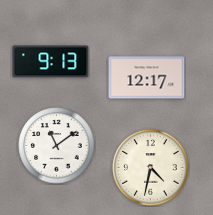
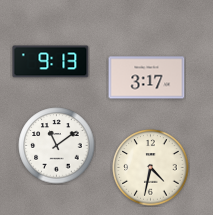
clock at (147, 78): 12:17 -> 3:17
